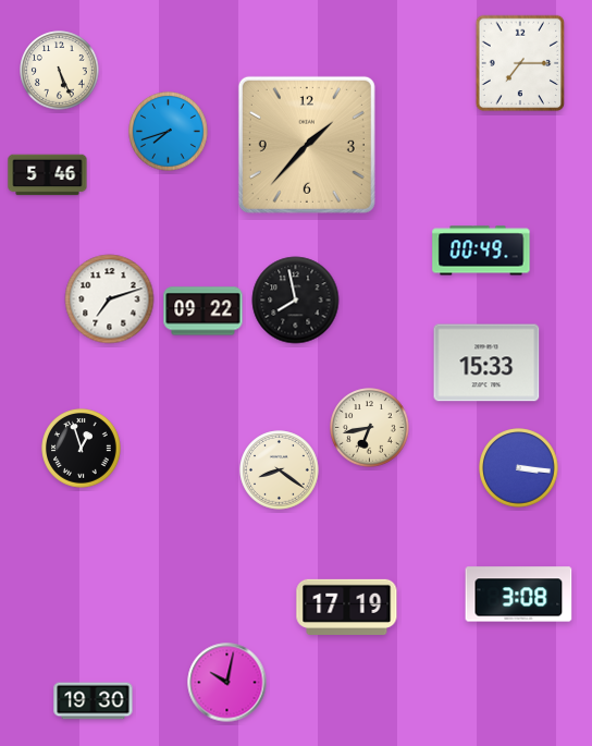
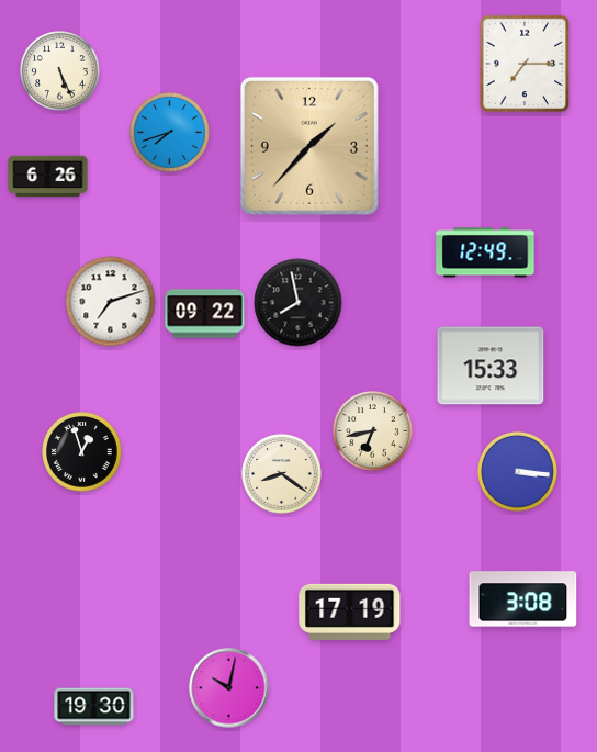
clock at (48, 175): 5:46 -> 6:26
clock at (481, 250): 00:49 -> 12:49
clock at (519, 468) position: (519, 468) -> (518, 472)
